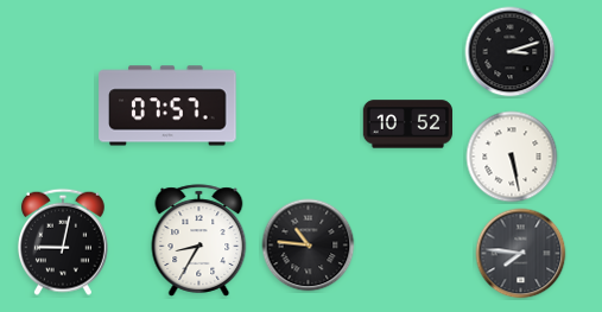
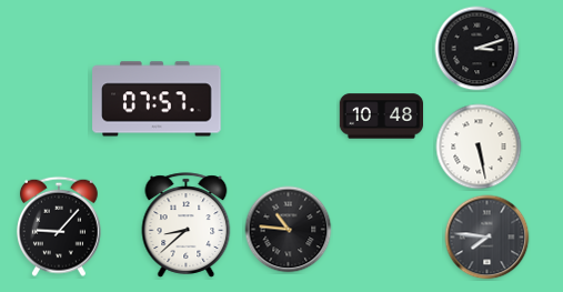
clock at (408, 125): 10:52 -> 10:48
clock at (199, 241): 8:35 -> 8:38
clock at (63, 242): 9:02 -> 9:07
